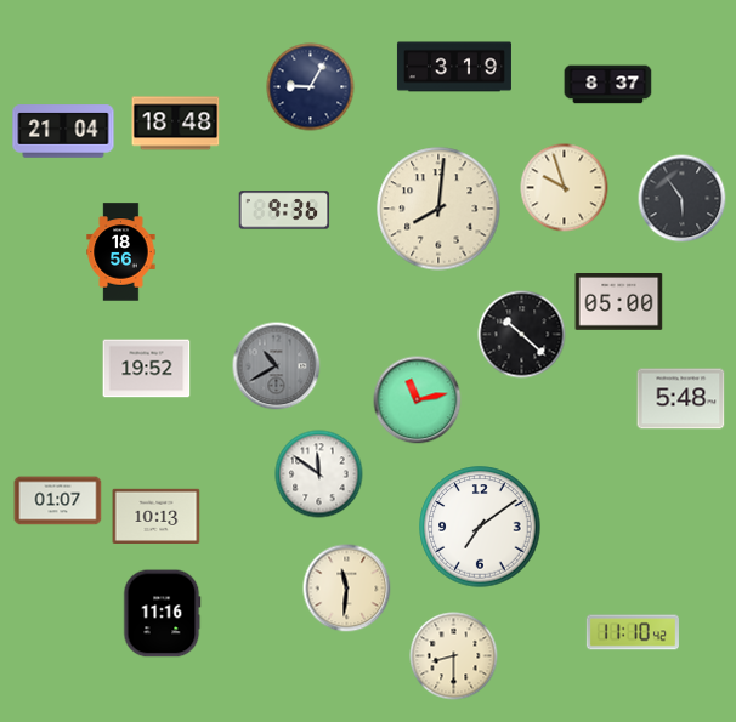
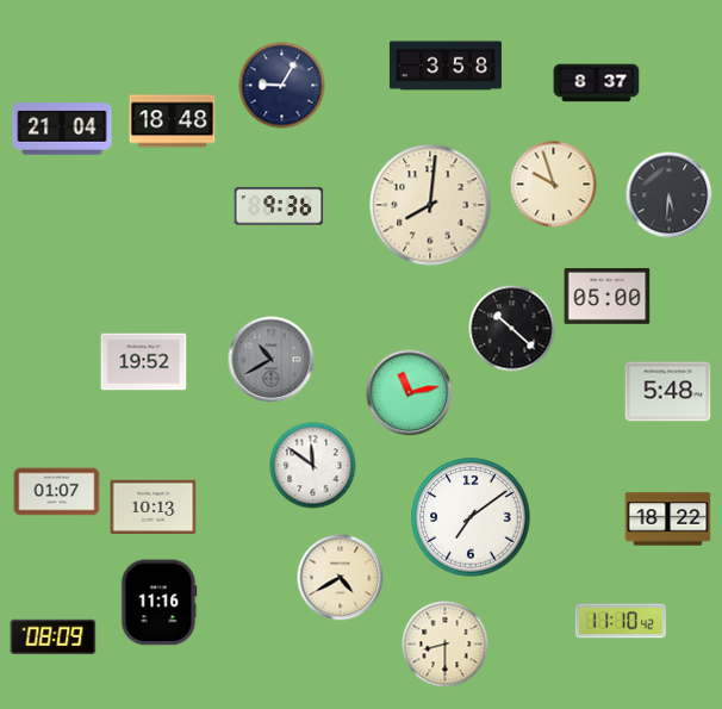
clock at (454, 67): 3:19 -> 3:58
clock at (311, 87) position: (311, 87) -> (282, 86)
clock at (683, 199): 5:54 -> 5:31
clock at (121, 252): 18:56 -> none
clock at (668, 520): none -> 18:22
clock at (347, 589): 11:31 -> 4:40
clock at (54, 636): none -> 08:09
